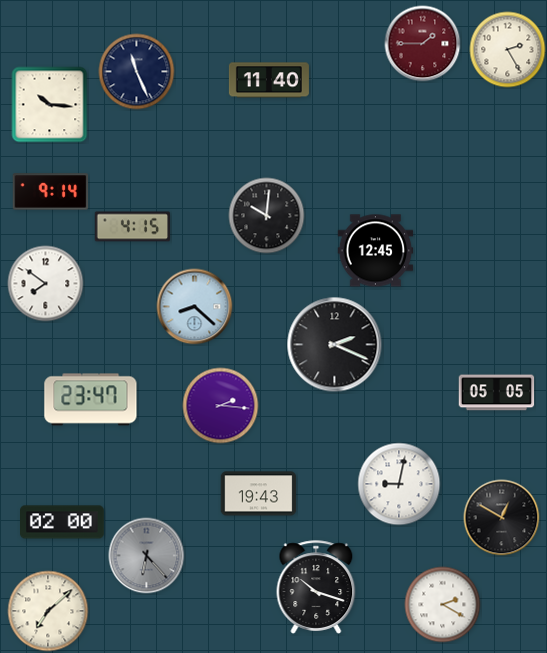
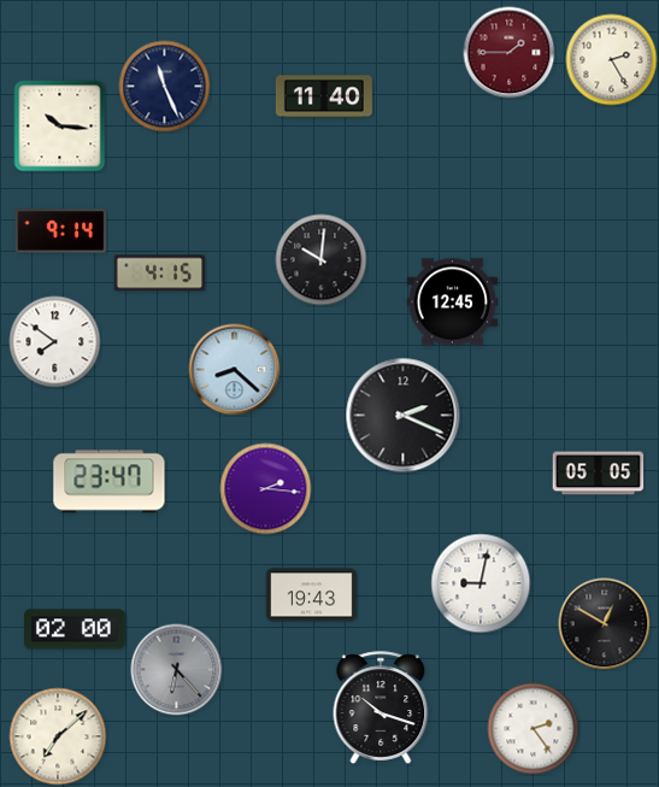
clock at (443, 605): 2:20 -> 2:24
